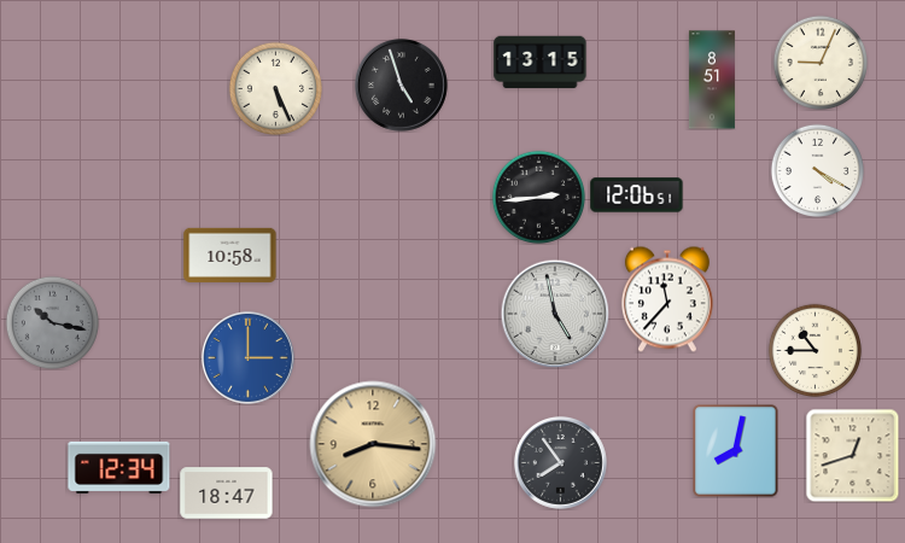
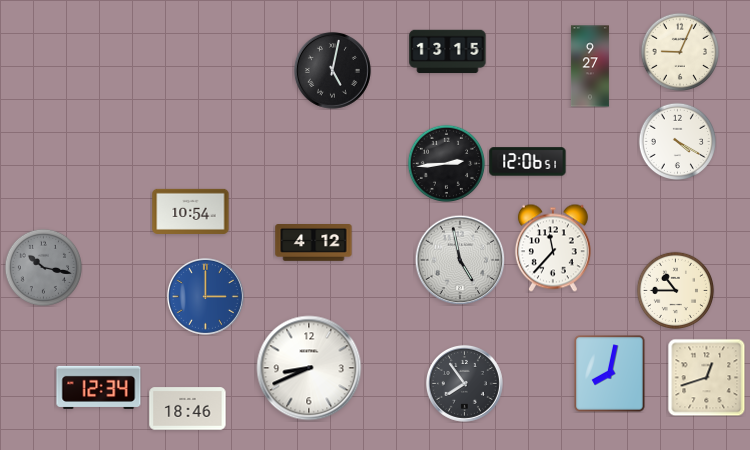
clock at (712, 80): 8:51 -> 9:27
clock at (401, 84): 4:57 -> 5:02
clock at (275, 88): 5:26 -> none
clock at (230, 255): 10:58 -> 10:54
clock at (314, 243): none -> 4:12
clock at (373, 444): 8:16 -> 8:41
clock at (373, 444) dial: champagne -> white
clock at (227, 494): 18:47 -> 18:46
